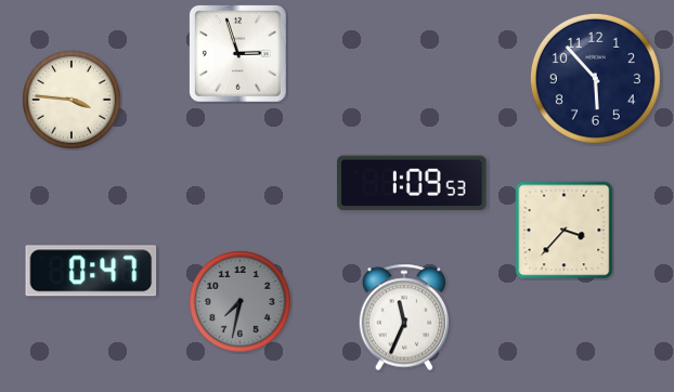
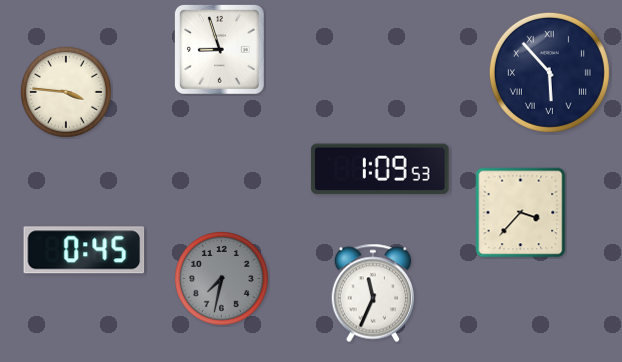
clock at (237, 53): 2:57 -> 8:57
clock at (595, 78) numerals: Arabic -> Roman
clock at (91, 271): 0:47 -> 0:45
